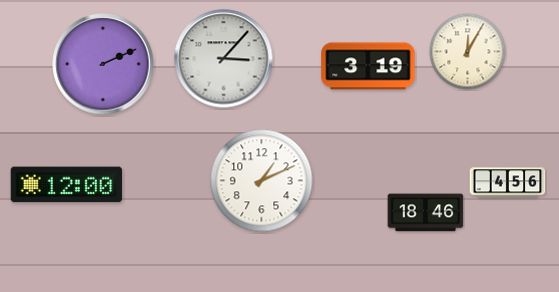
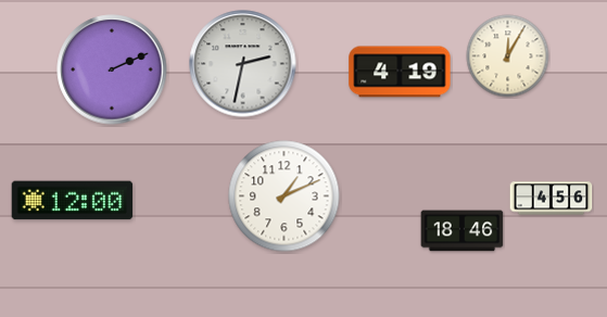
clock at (224, 59): 3:07 -> 2:32
clock at (368, 66): 3:19 -> 4:19
